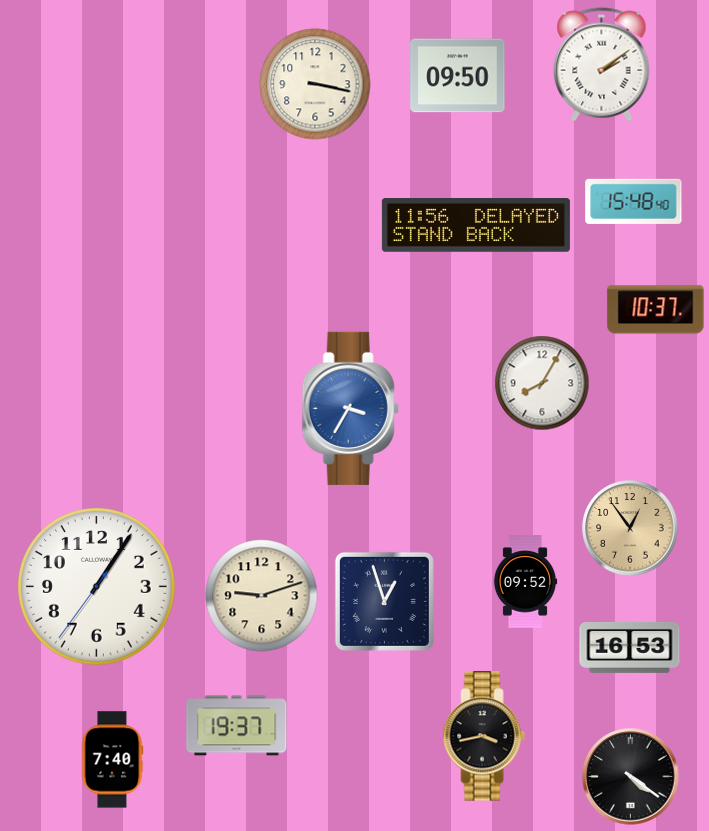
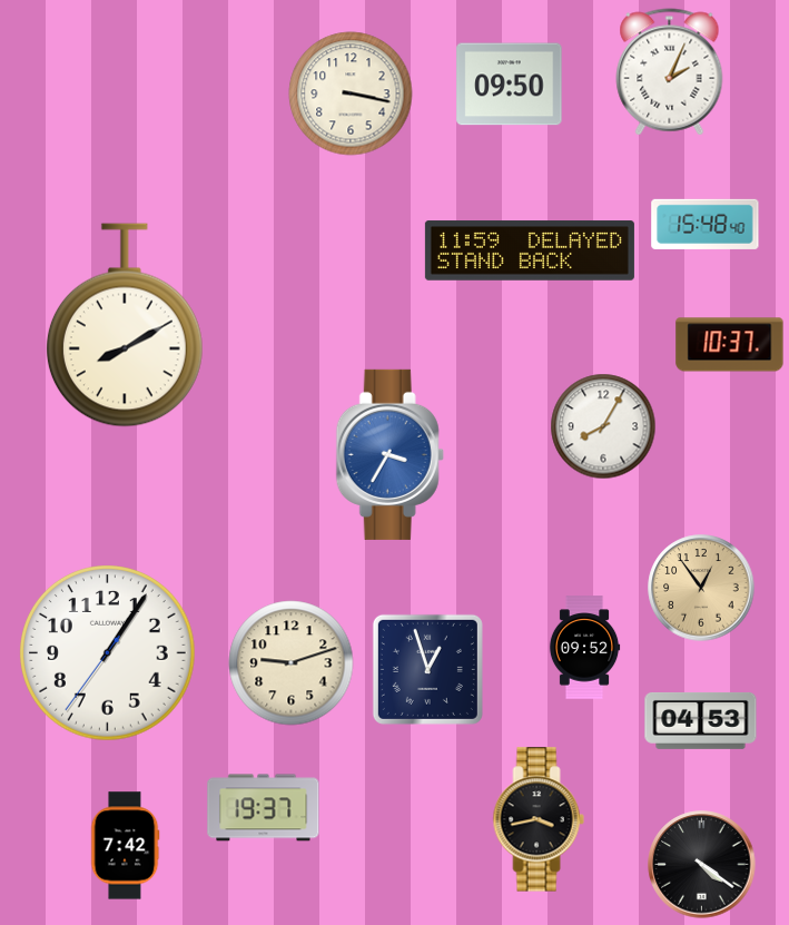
clock at (602, 65): 2:09 -> 2:04
clock at (476, 225): 11:56 -> 11:59
clock at (125, 325): none -> 8:10
clock at (630, 647): 16:53 -> 04:53
clock at (112, 760): 7:40 -> 7:42
